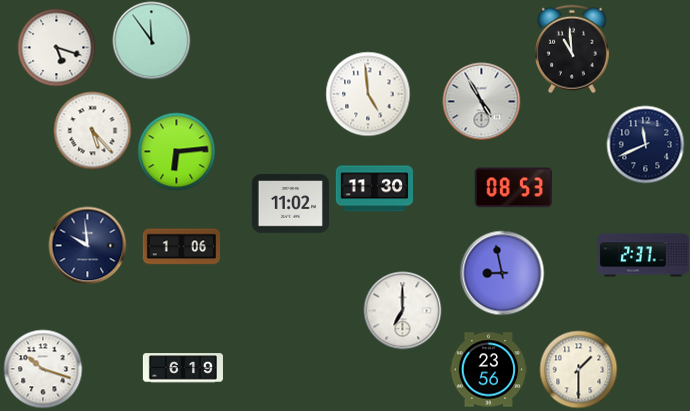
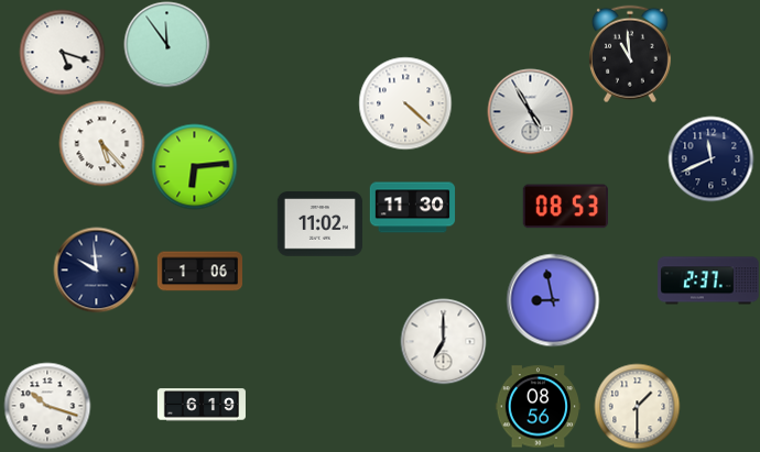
clock at (368, 94): 4:59 -> 4:22
clock at (488, 370): 23:56 -> 08:56
